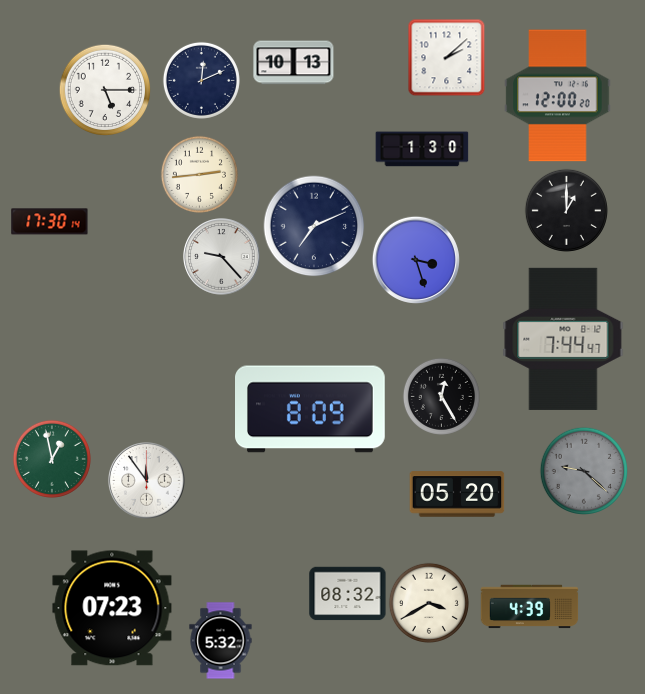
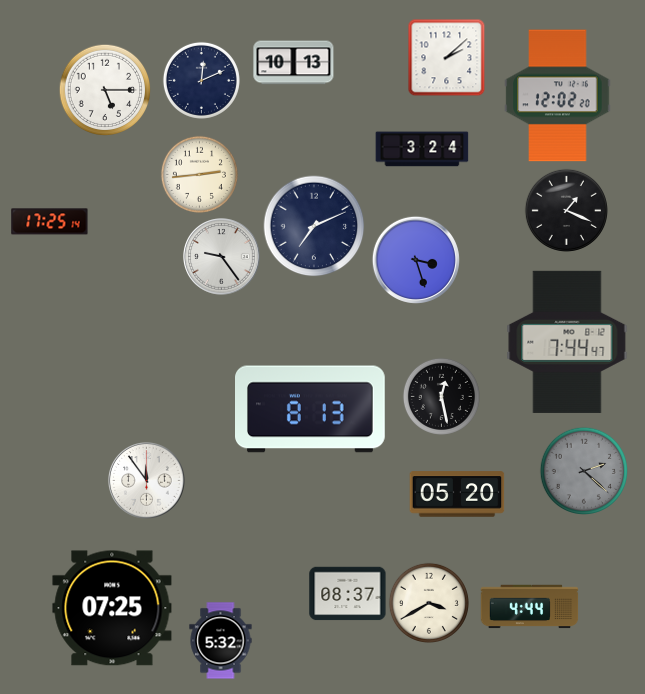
clock at (558, 96): 12:00 -> 12:02
clock at (422, 149): 1:30 -> 3:24
clock at (566, 210): 1:00 -> 1:19
clock at (50, 222): 17:30 -> 17:25
clock at (222, 257): 9:23 -> 9:24
clock at (563, 339) position: (563, 339) -> (567, 342)
clock at (441, 396): 12:25 -> 12:28
clock at (311, 409): 8:09 -> 8:13
clock at (52, 459): 12:58 -> none
clock at (583, 470): 9:22 -> 2:22
clock at (348, 594): 08:32 -> 08:37
clock at (530, 607): 4:39 -> 4:44
clock at (112, 608): 07:23 -> 07:25
